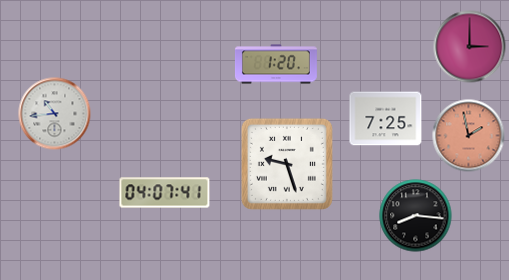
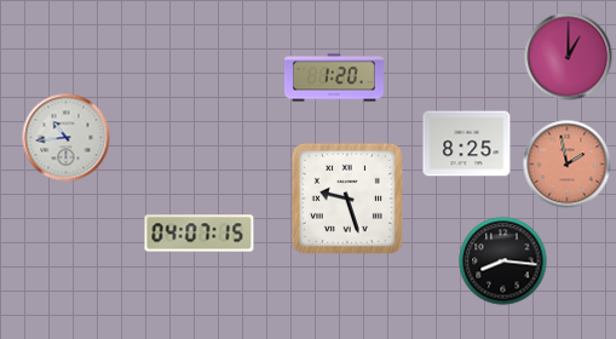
clock at (470, 47): 3:00 -> 1:00
clock at (386, 119): 7:25 -> 8:25
clock at (165, 193): 04:07:41 -> 04:07:15
